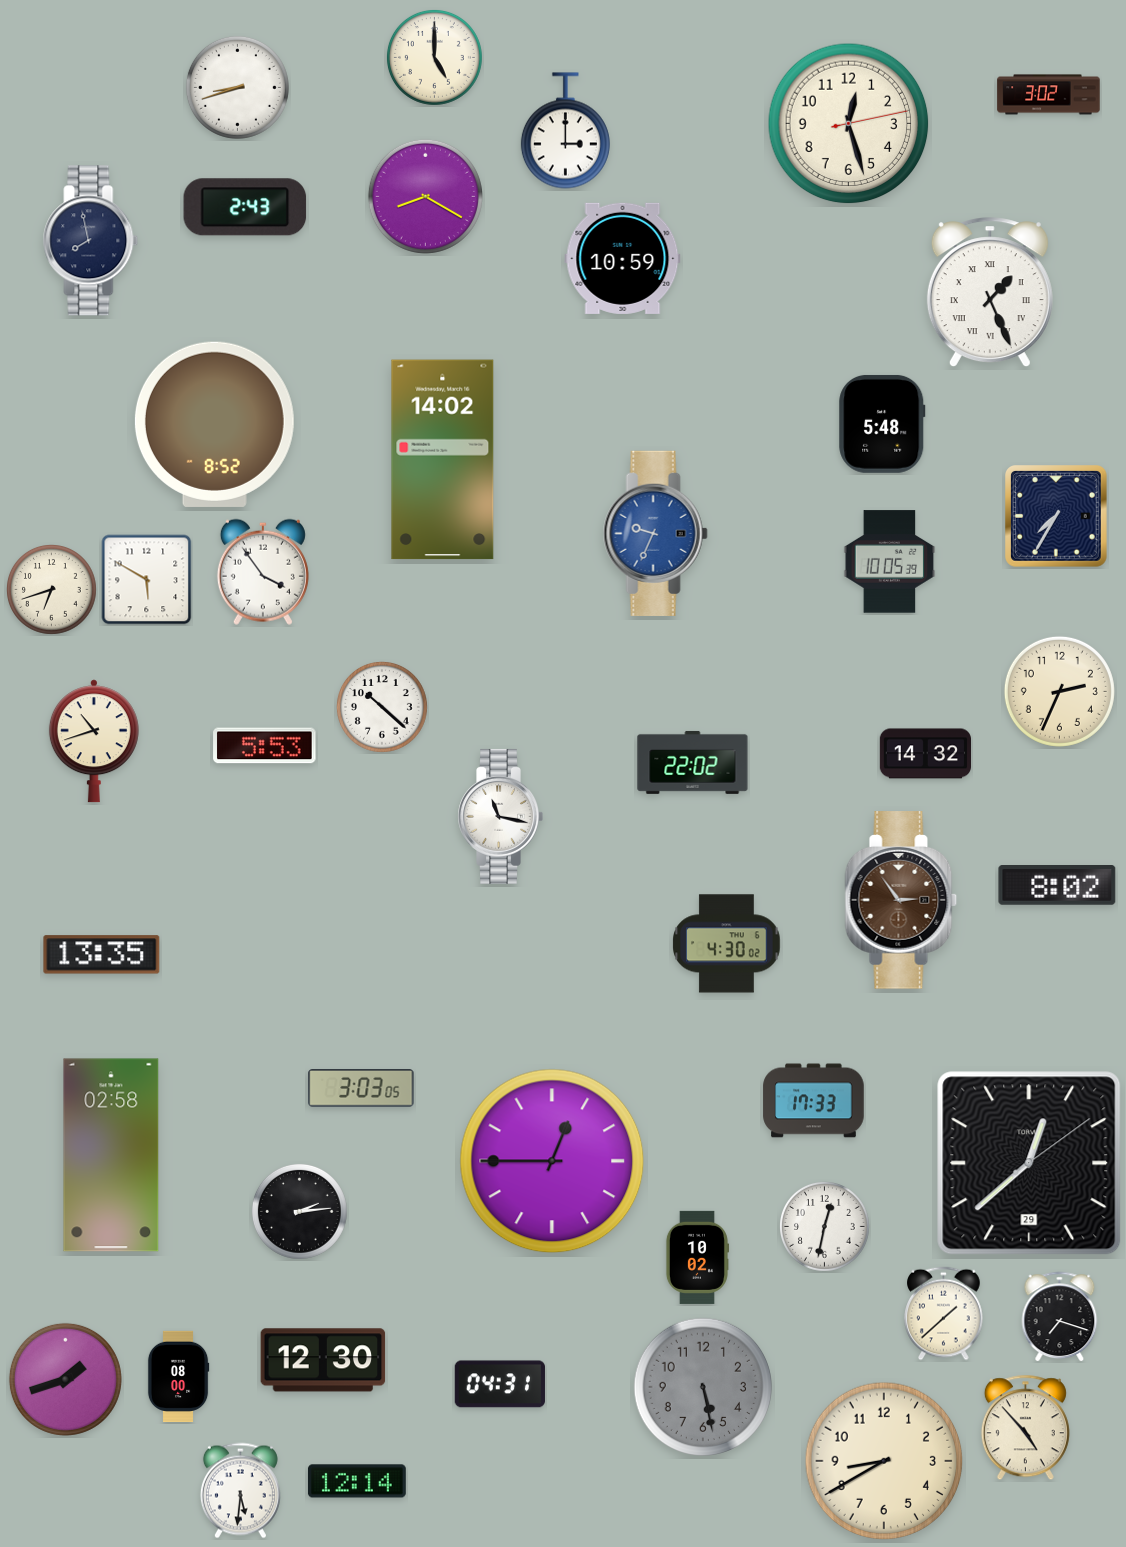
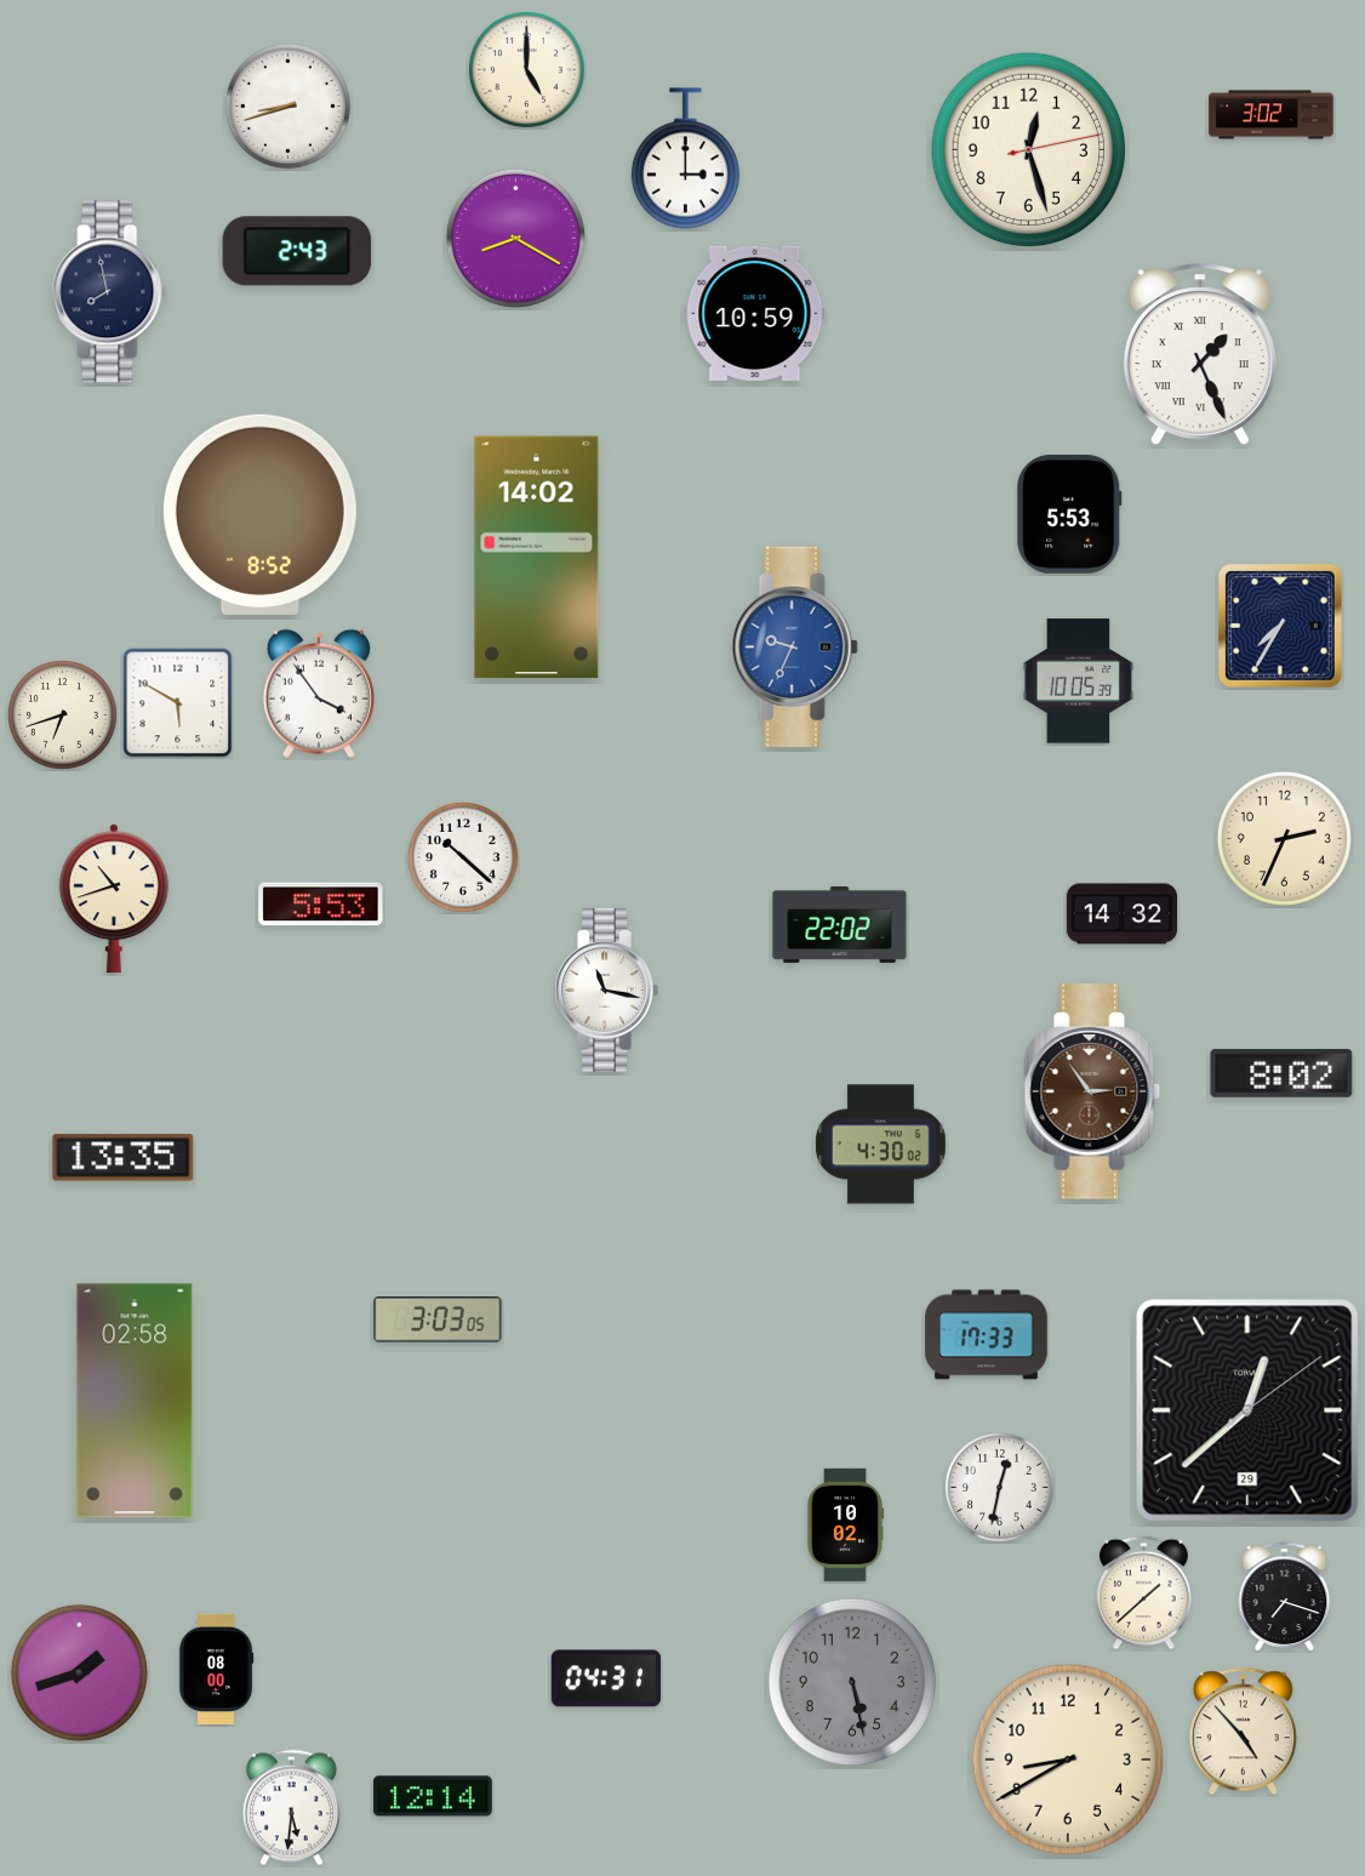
clock at (882, 424): 5:48 -> 5:53
clock at (552, 1161): 12:45 -> none
clock at (299, 1211): 2:14 -> none
clock at (323, 1360): 12:30 -> none
clock at (884, 1461) position: (884, 1461) -> (1068, 1760)
